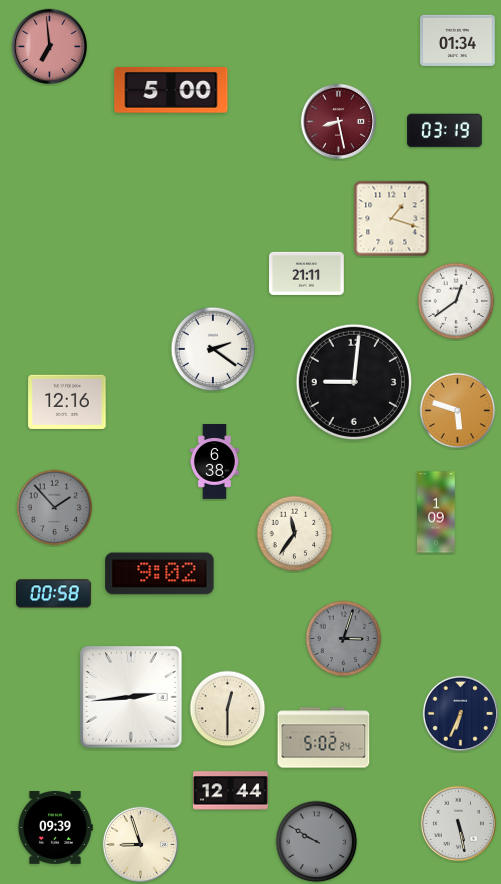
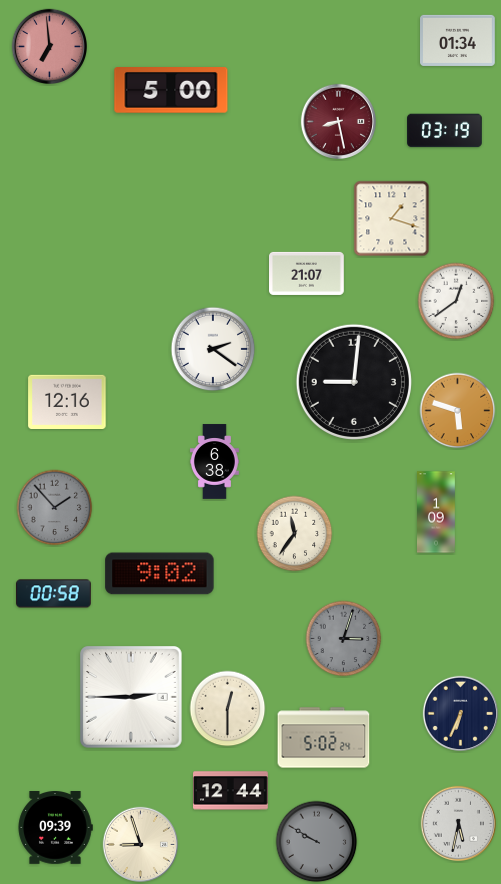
clock at (307, 273): 21:11 -> 21:07
clock at (131, 697): 2:44 -> 2:45
clock at (458, 823): 5:28 -> 5:32
